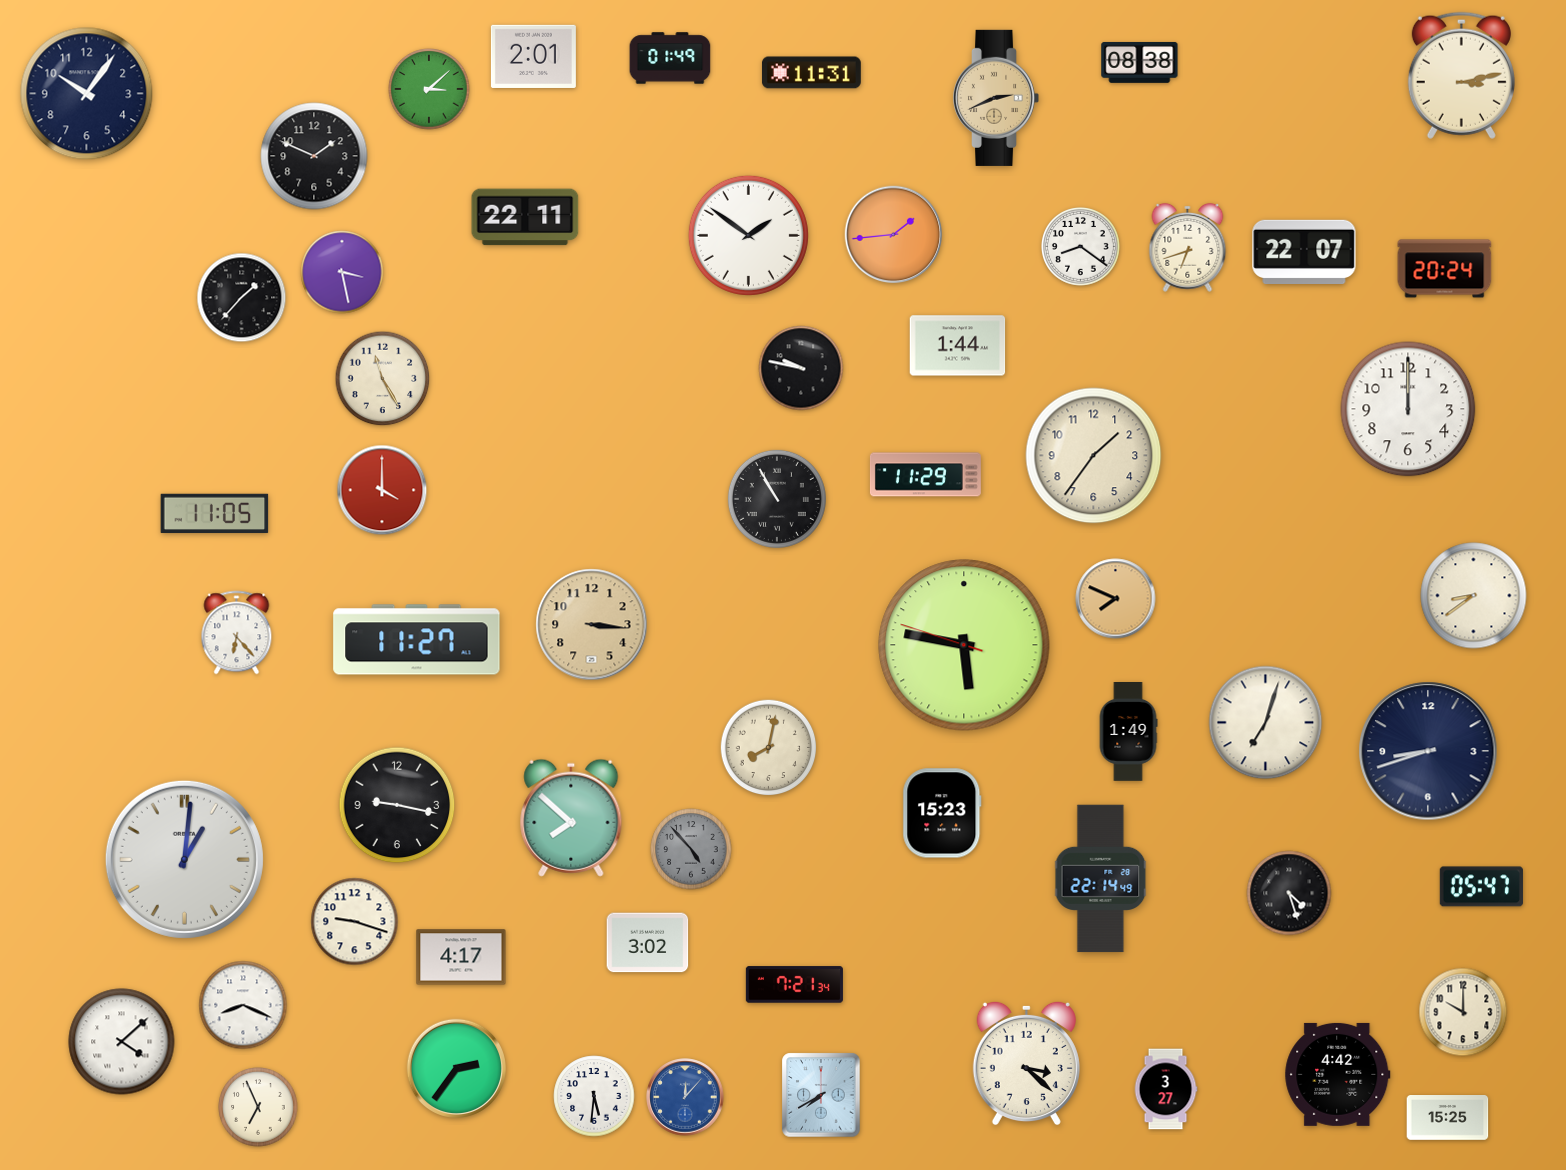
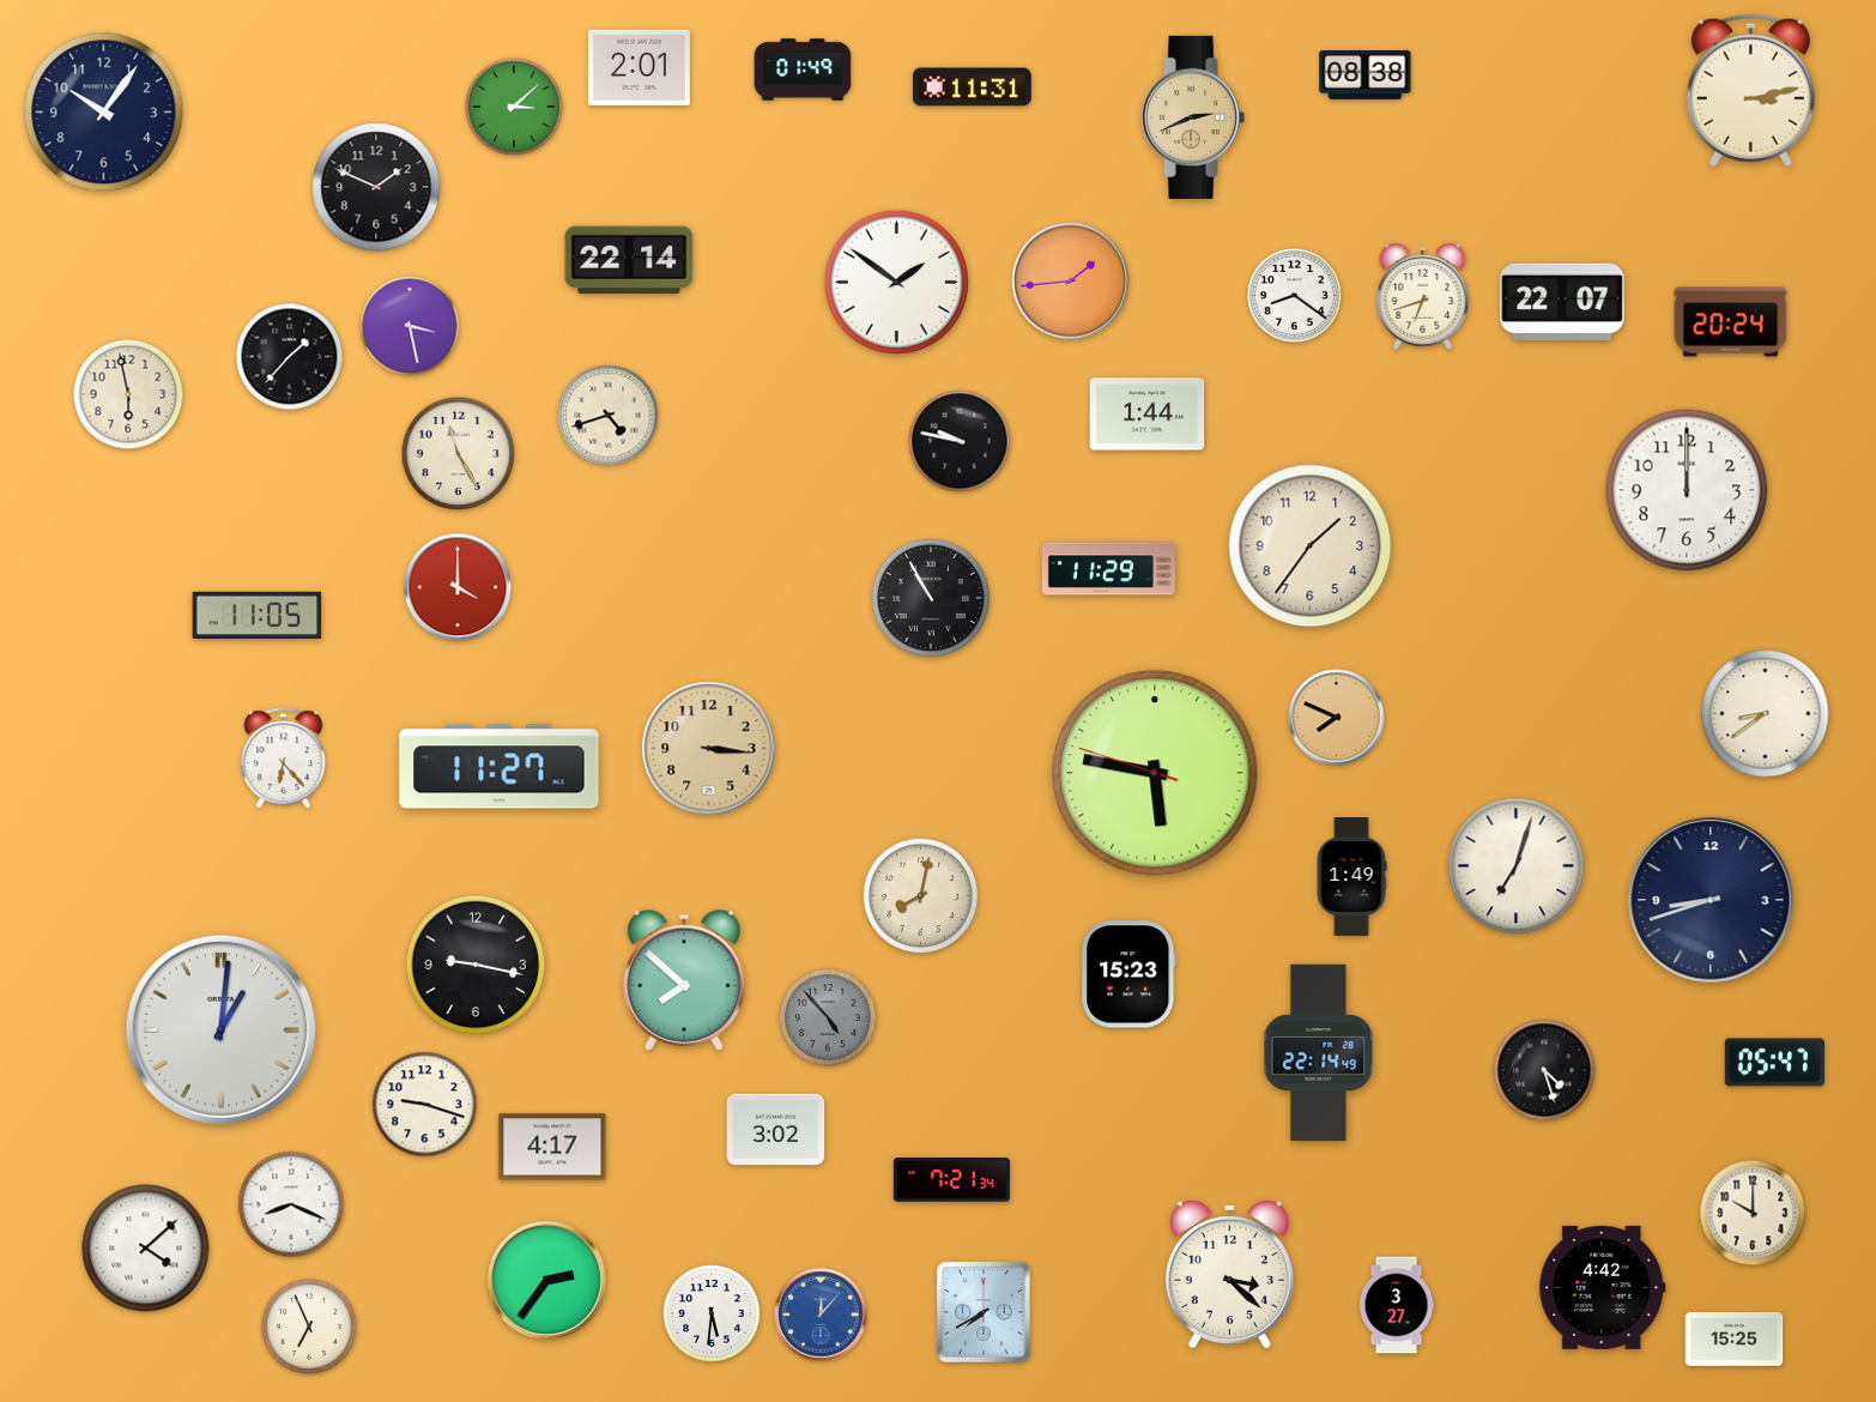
clock at (525, 217): 22:11 -> 22:14
clock at (128, 394): none -> 5:58
clock at (609, 416): none -> 4:42
